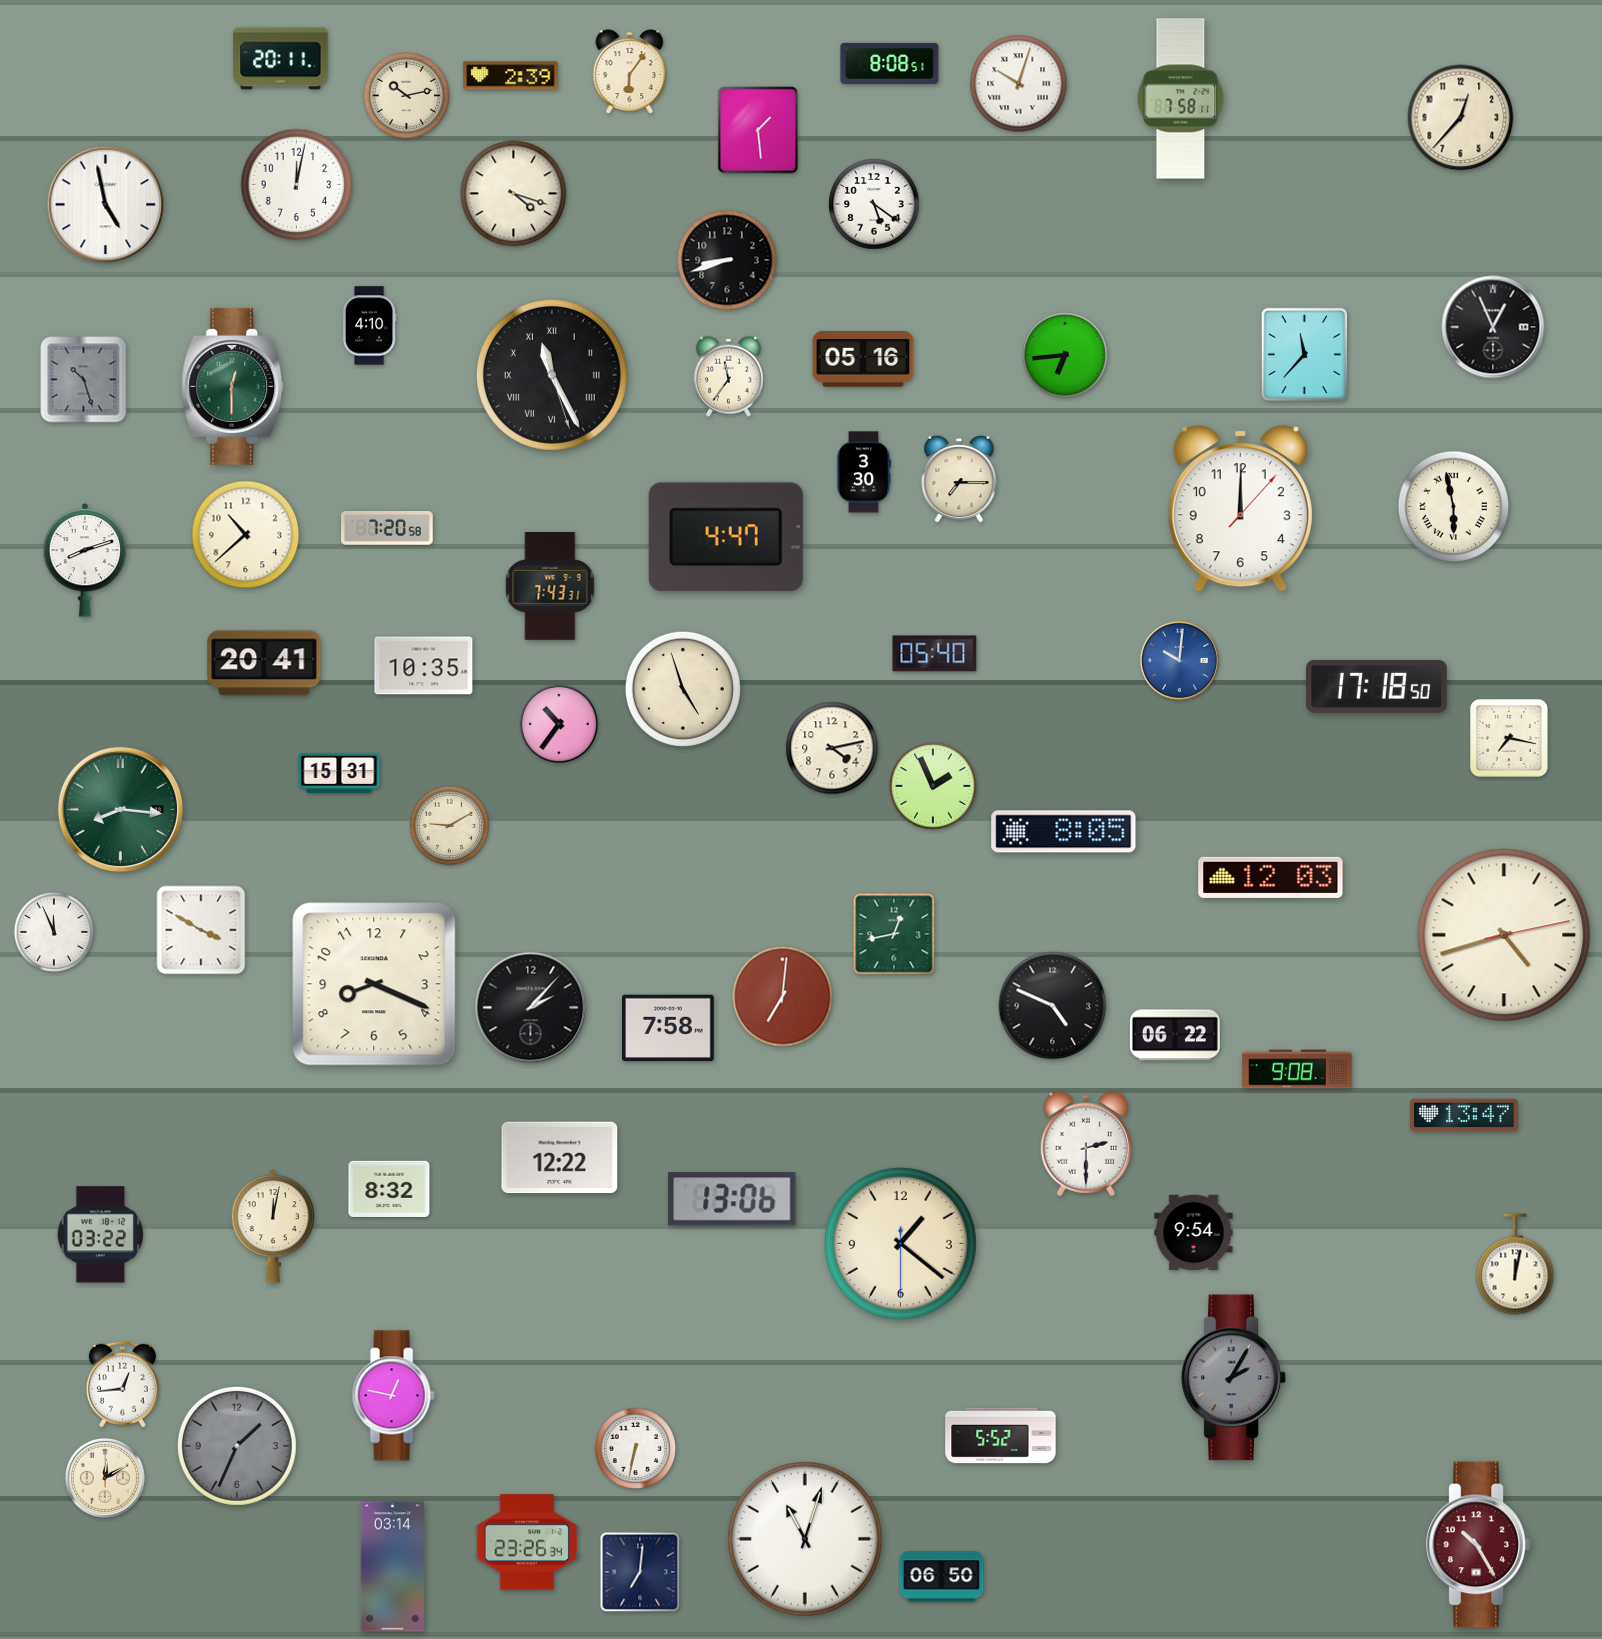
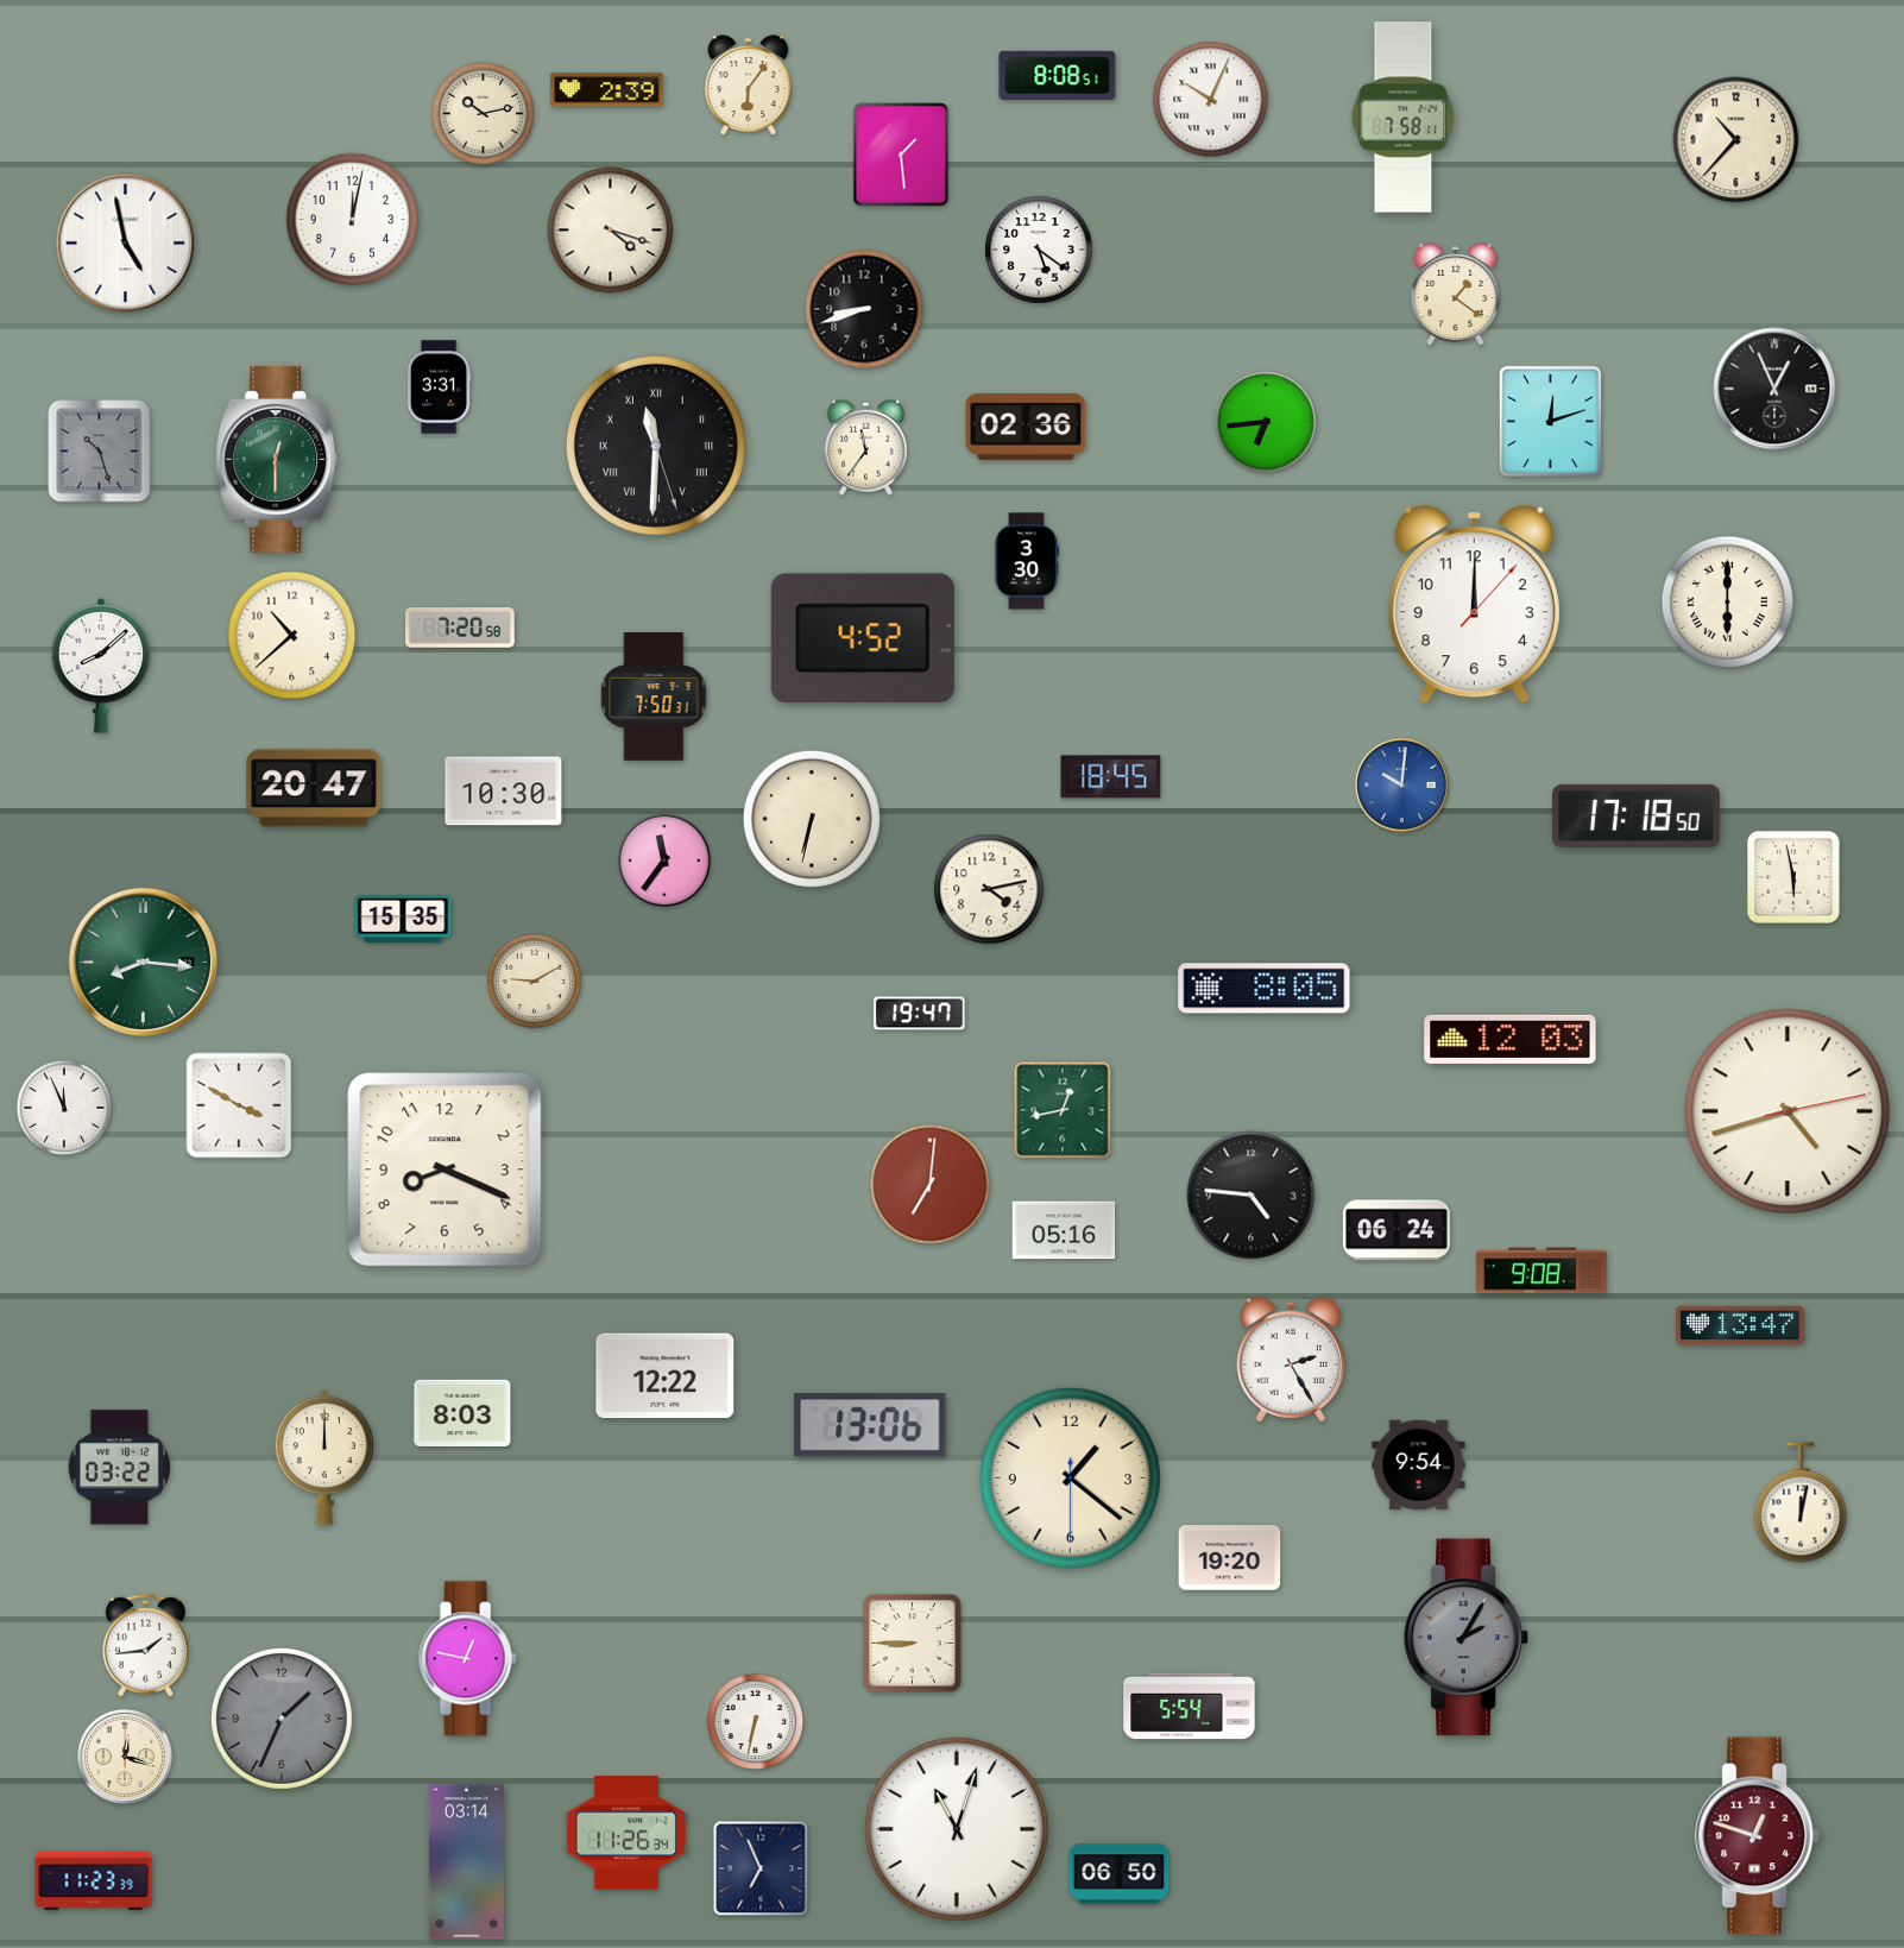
clock at (281, 59): 20:11 -> none
clock at (1019, 84): 10:03 -> 10:04
clock at (1461, 118): 12:37 -> 10:37
clock at (874, 204) position: (874, 204) -> (1039, 250)
clock at (1456, 295): none -> 1:21
clock at (369, 326): 4:10 -> 3:31
clock at (1305, 355): 11:37 -> 12:12
clock at (863, 359): 05:16 -> 02:36
clock at (552, 375): 11:25 -> 11:30
clock at (959, 479): 7:15 -> none
clock at (1454, 507): 5:58 -> 6:00
clock at (726, 537): 4:47 -> 4:52
clock at (85, 560): 8:12 -> 8:08
clock at (550, 587): 7:43 -> 7:50
clock at (935, 654): 05:40 -> 18:45
clock at (264, 663): 20:41 -> 20:47
clock at (424, 666): 10:35 -> 10:30
clock at (683, 689): 4:57 -> 6:32
clock at (559, 724): 10:36 -> 11:36
clock at (1510, 739): 7:17 -> 5:58
clock at (339, 773): 15:31 -> 15:35
clock at (934, 787): 1:56 -> none
clock at (920, 1014): none -> 19:47
clock at (1271, 877) position: (1271, 877) -> (1511, 1039)
clock at (1053, 1006): 4:49 -> 4:46
clock at (531, 1008): 2:07 -> none
clock at (669, 1028): 7:58 -> none
clock at (1064, 1230): none -> 05:16
clock at (1175, 1035): 06:22 -> 06:24
clock at (1086, 1144): 2:30 -> 2:25
clock at (389, 1189): 8:32 -> 8:03
clock at (273, 1226): 12:02 -> 12:00
clock at (1230, 1558): none -> 19:20
clock at (913, 1644): none -> 8:45
clock at (122, 1384): 12:44 -> 1:44
clock at (1001, 1436): 5:52 -> 5:54
clock at (105, 1478): 12:10 -> 12:18
clock at (527, 1542): 23:26 -> 11:26
clock at (1479, 1545): 10:25 -> 12:48
clock at (640, 1572): 7:01 -> 6:56
clock at (94, 1881): none -> 11:23
